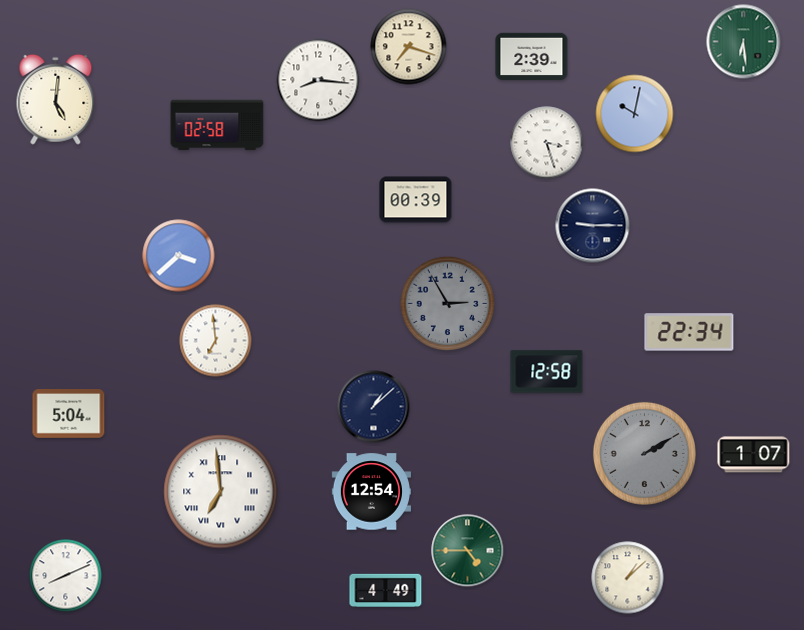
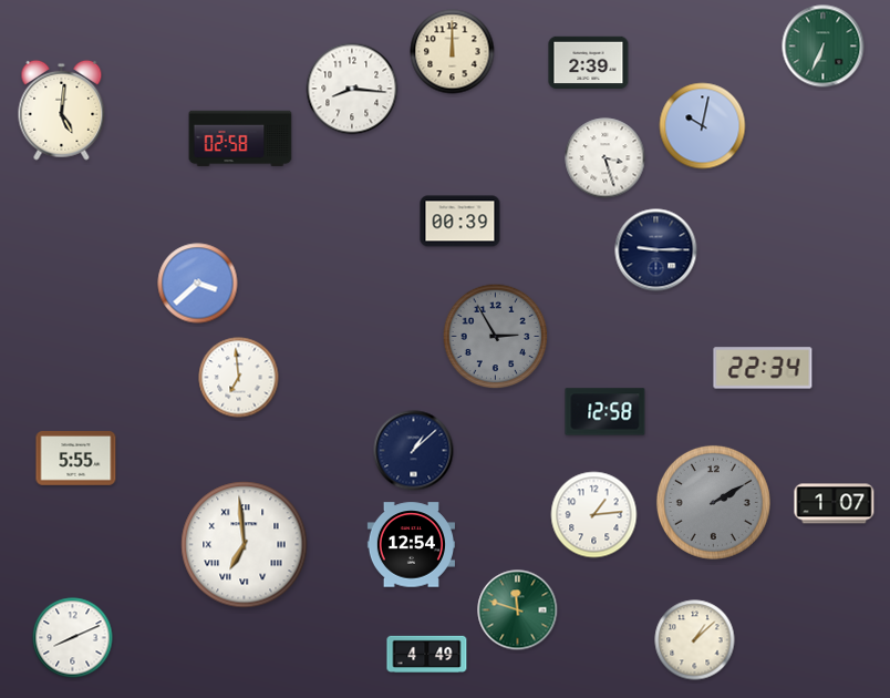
clock at (744, 42): 6:29 -> 6:34
clock at (409, 47): 7:18 -> 12:00
clock at (69, 414): 5:04 -> 5:55
clock at (594, 515): none -> 1:14
clock at (468, 551): 4:45 -> 11:48
